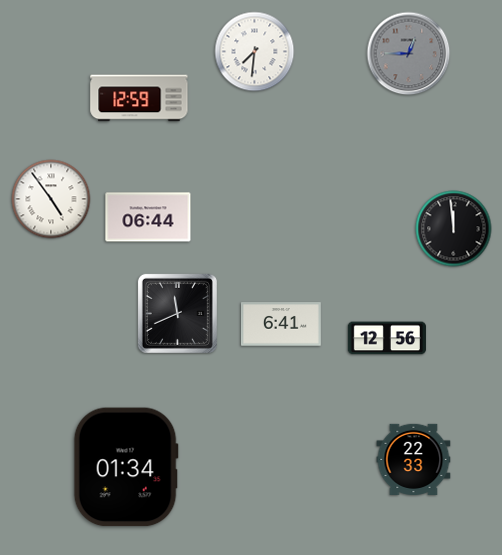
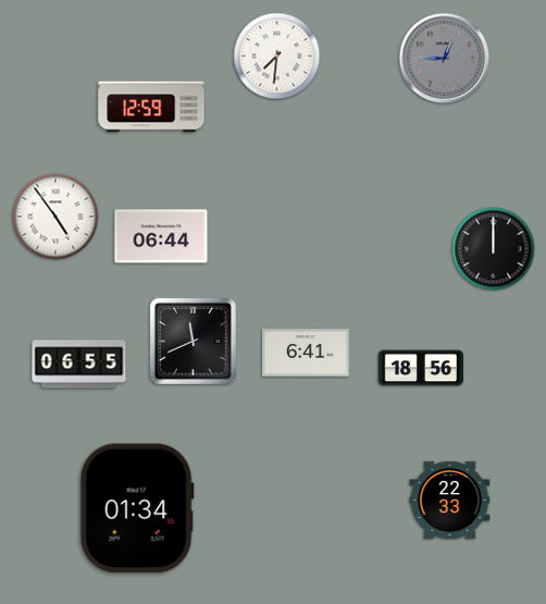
clock at (454, 229): 11:59 -> 12:00
clock at (79, 365): none -> 06:55
clock at (387, 338): 12:56 -> 18:56
